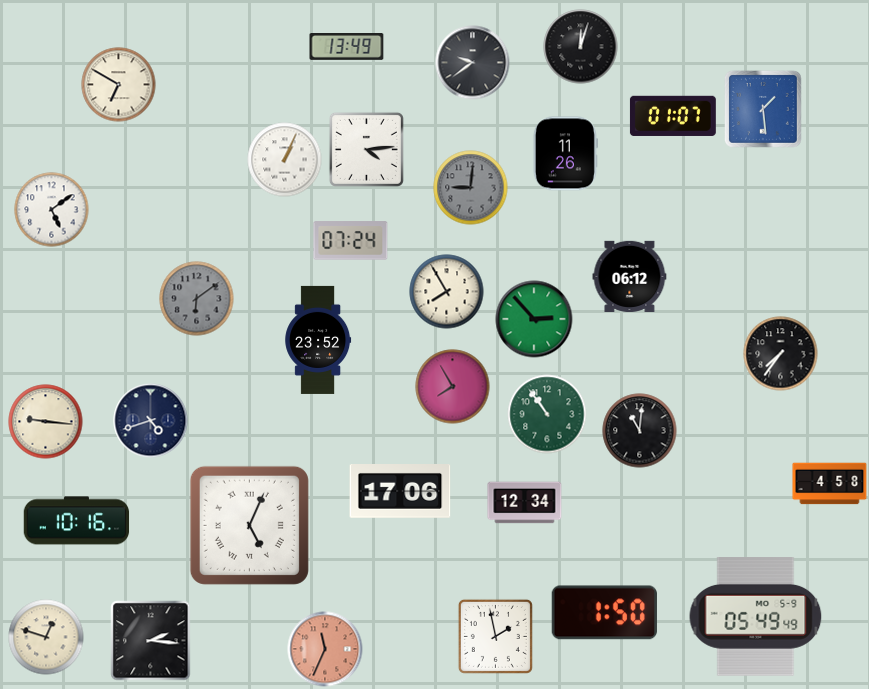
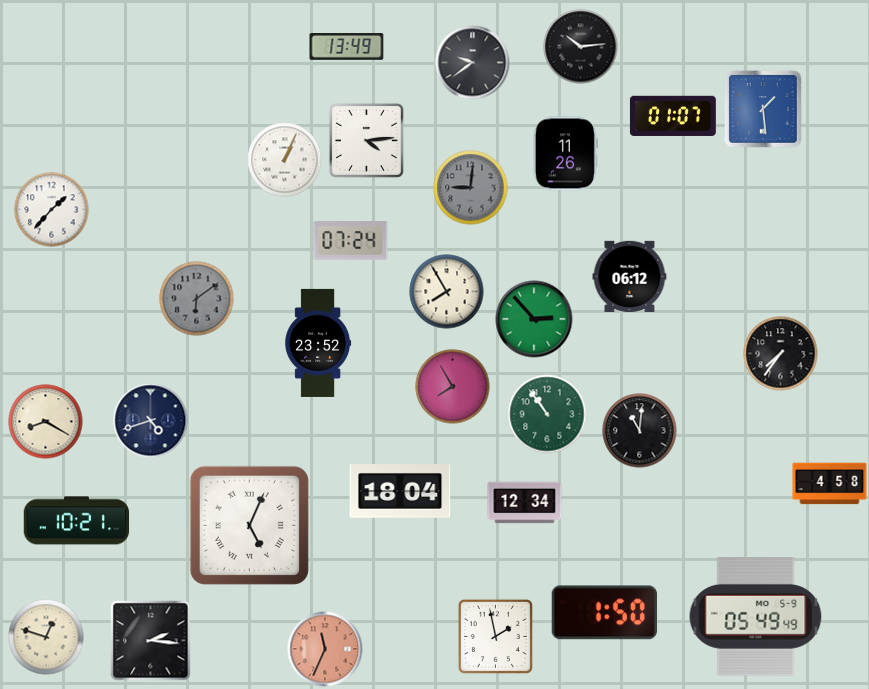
clock at (581, 47): 12:03 -> 10:14
clock at (119, 85): 6:50 -> none
clock at (366, 149) position: (366, 149) -> (366, 140)
clock at (52, 210): 5:09 -> 1:37
clock at (318, 340) position: (318, 340) -> (318, 343)
clock at (46, 422): 9:16 -> 8:20
clock at (400, 492): 17:06 -> 18:04
clock at (77, 521): 10:16 -> 10:21
